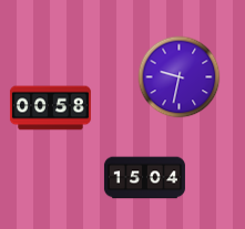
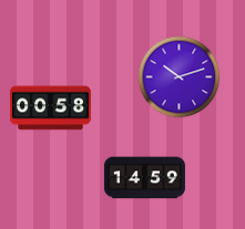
clock at (180, 77): 9:32 -> 10:12
clock at (144, 178): 15:04 -> 14:59
